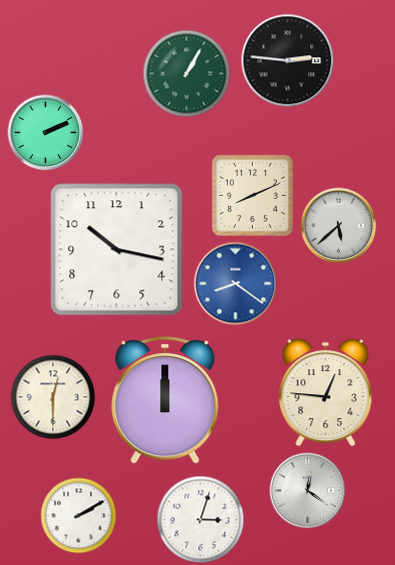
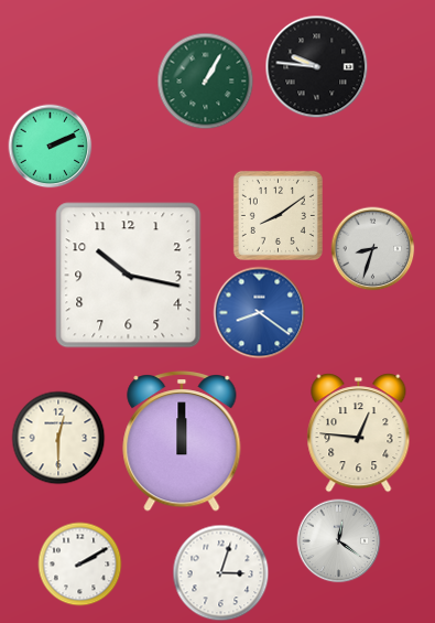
clock at (288, 61): 2:46 -> 9:46
clock at (252, 195): 8:11 -> 8:09
clock at (339, 226): 5:38 -> 8:33
clock at (79, 516) position: (79, 516) -> (80, 565)
